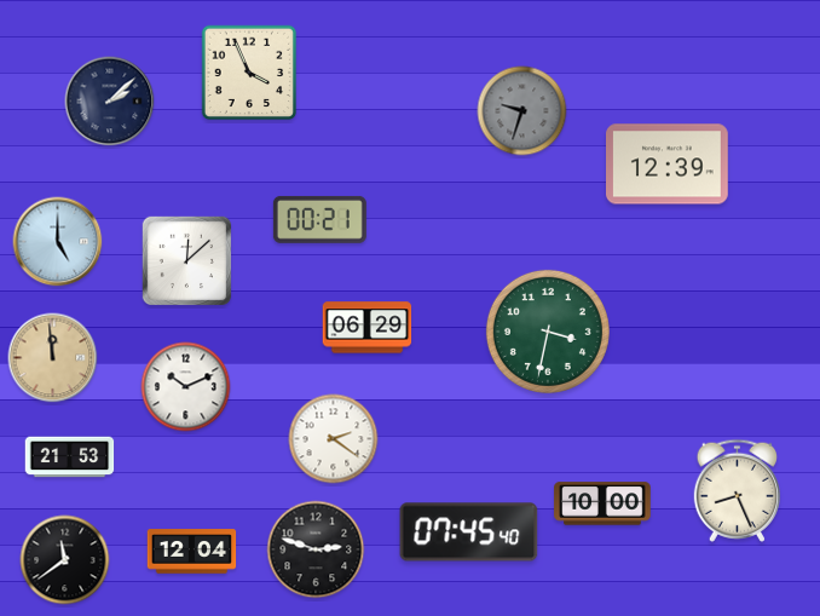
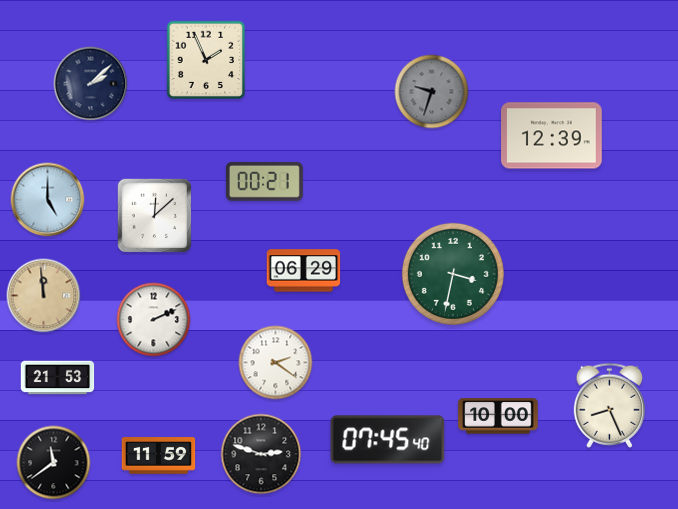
clock at (249, 73): 3:56 -> 1:56
clock at (186, 387): 10:11 -> 2:11
clock at (192, 552): 12:04 -> 11:59
